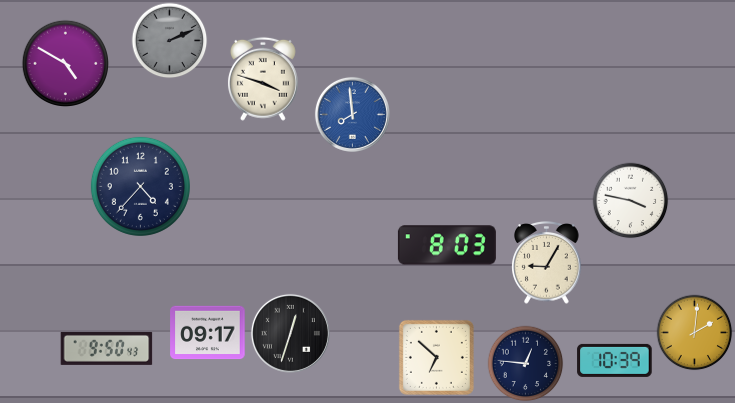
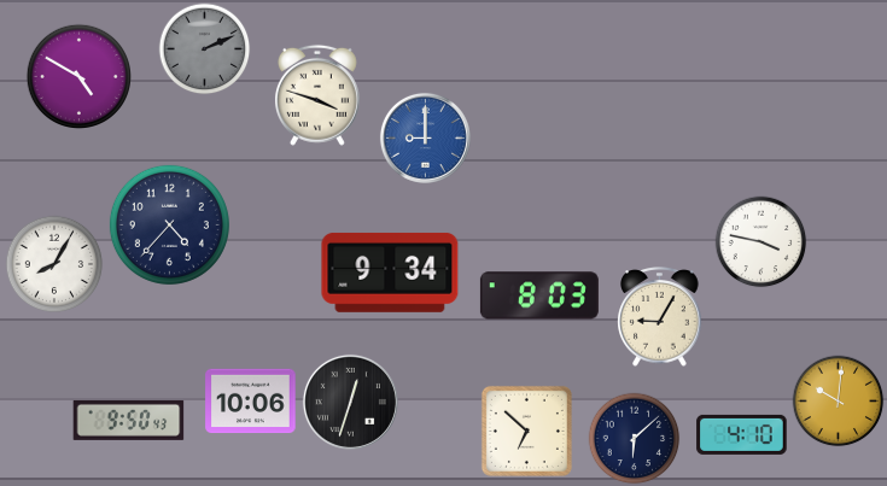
clock at (352, 114): 7:59 -> 9:00
clock at (54, 264): none -> 8:05
clock at (390, 273): none -> 9:34
clock at (208, 333): 09:17 -> 10:06
clock at (695, 333): 2:01 -> 10:01
clock at (615, 360): 10:39 -> 4:10
clock at (526, 364): 12:46 -> 6:08
